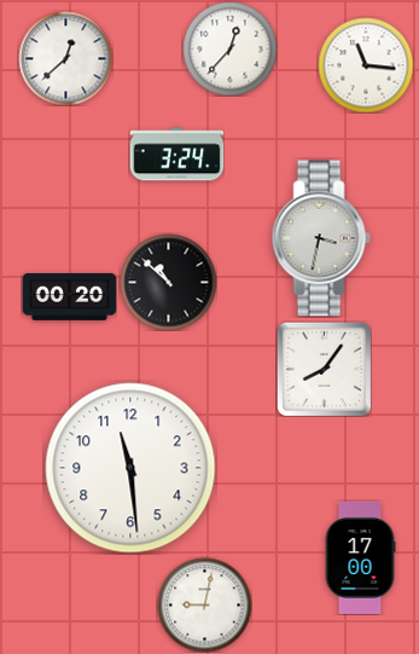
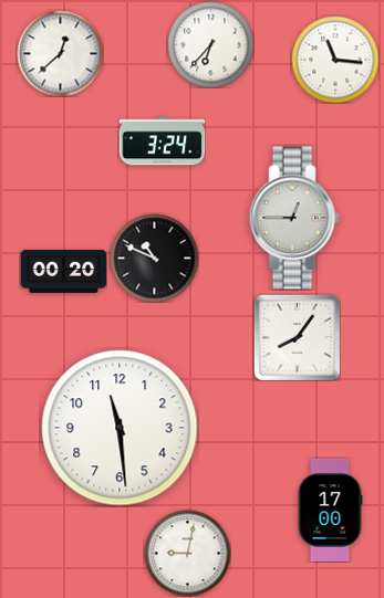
clock at (229, 48): 12:37 -> 6:37
clock at (321, 238): 3:32 -> 12:45
clock at (168, 282): 10:52 -> 10:49
